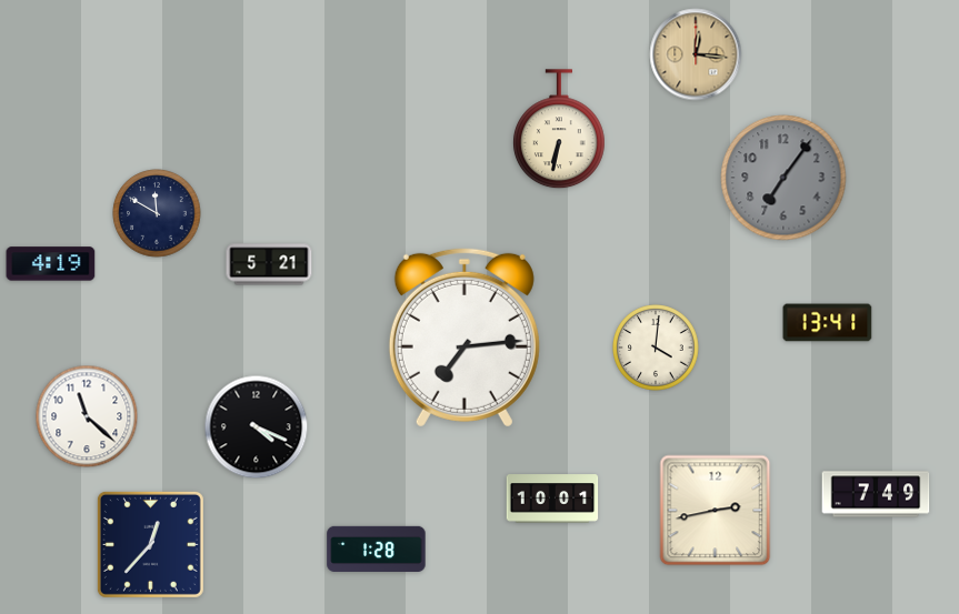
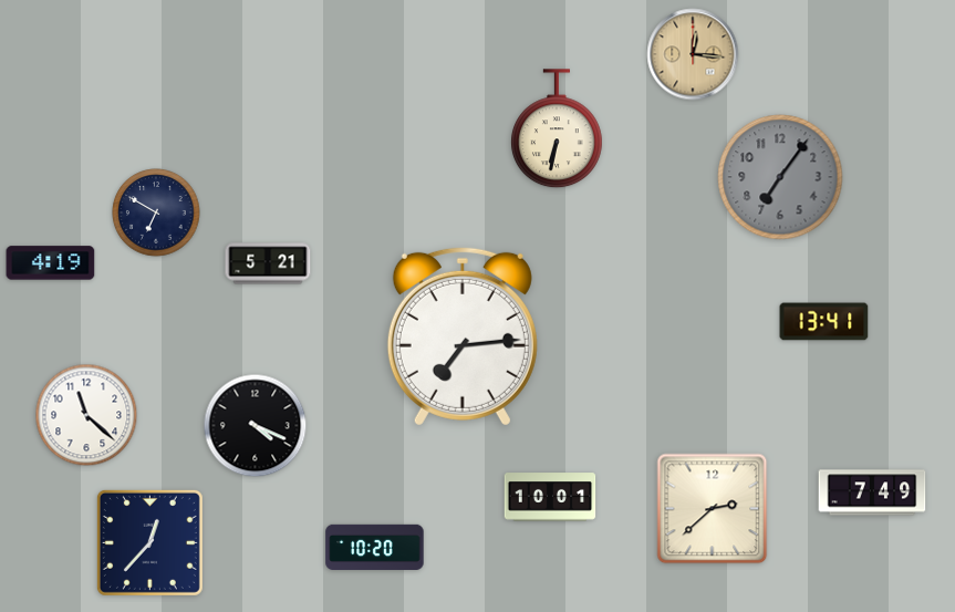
clock at (157, 213): 11:50 -> 6:50
clock at (656, 348): 4:01 -> none
clock at (716, 511): 2:43 -> 2:38
clock at (377, 548): 1:28 -> 10:20
